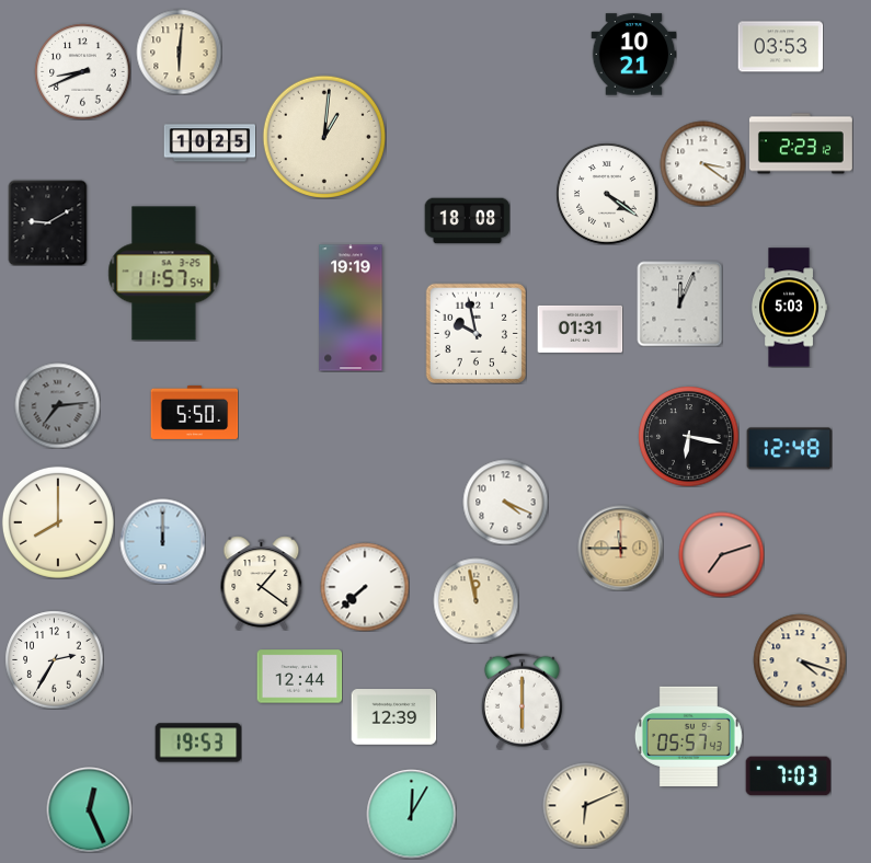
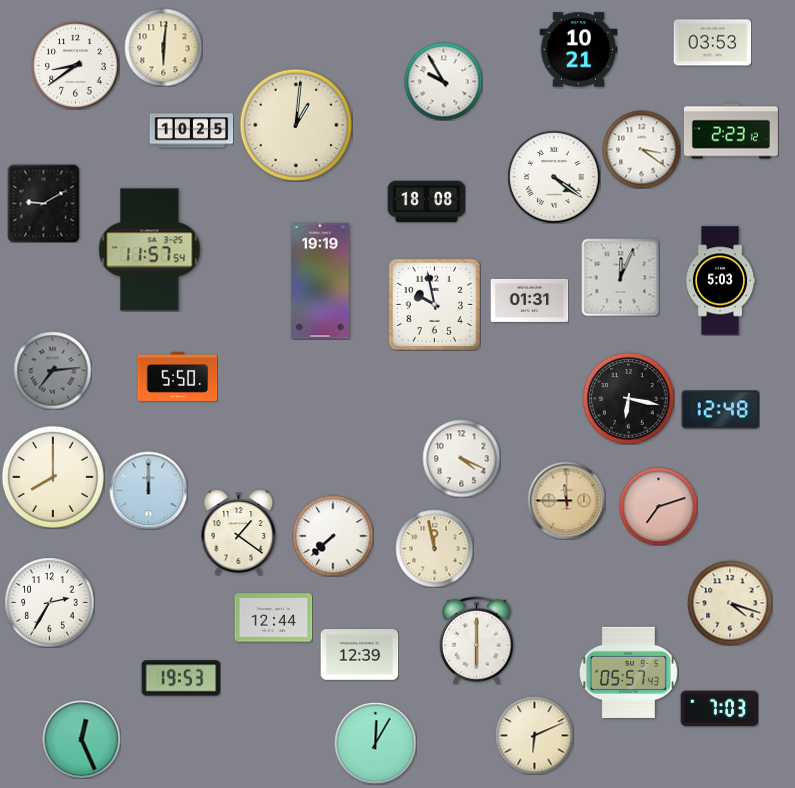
clock at (82, 71): 8:41 -> 8:39
clock at (443, 81): none -> 9:55
clock at (162, 541) position: (162, 541) -> (148, 490)
